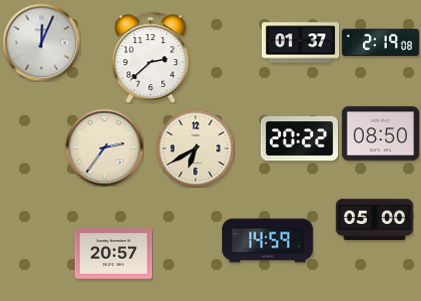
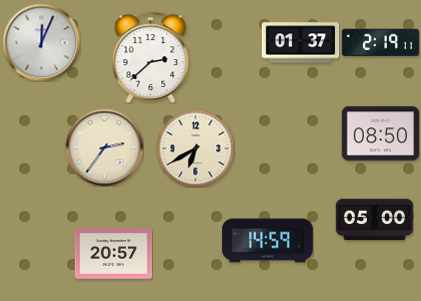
clock at (380, 43): 2:19:08 -> 2:19:11
clock at (299, 139): 20:22 -> none
